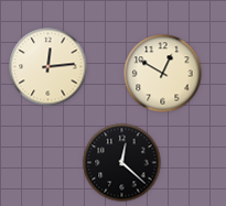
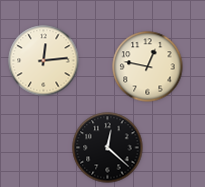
clock at (163, 74): 12:50 -> 12:47
clock at (122, 163) position: (122, 163) -> (108, 148)
